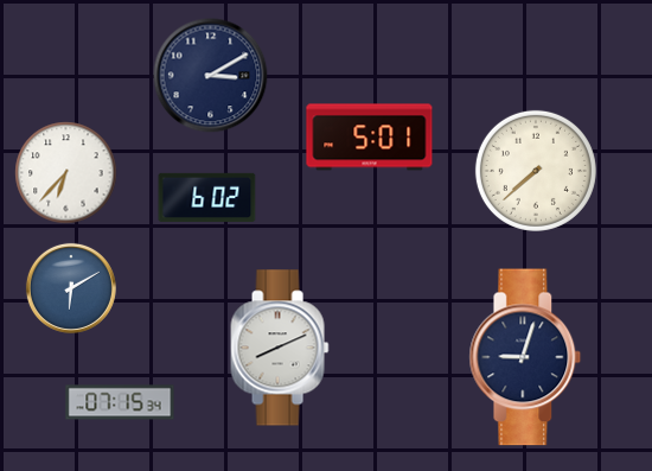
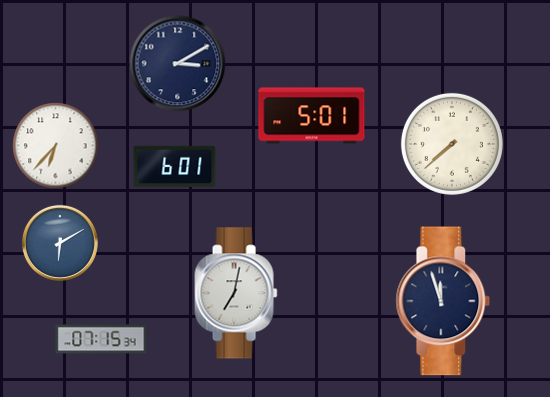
clock at (207, 197): 6:02 -> 6:01
clock at (280, 348): 8:11 -> 7:02
clock at (525, 357): 9:03 -> 11:57
